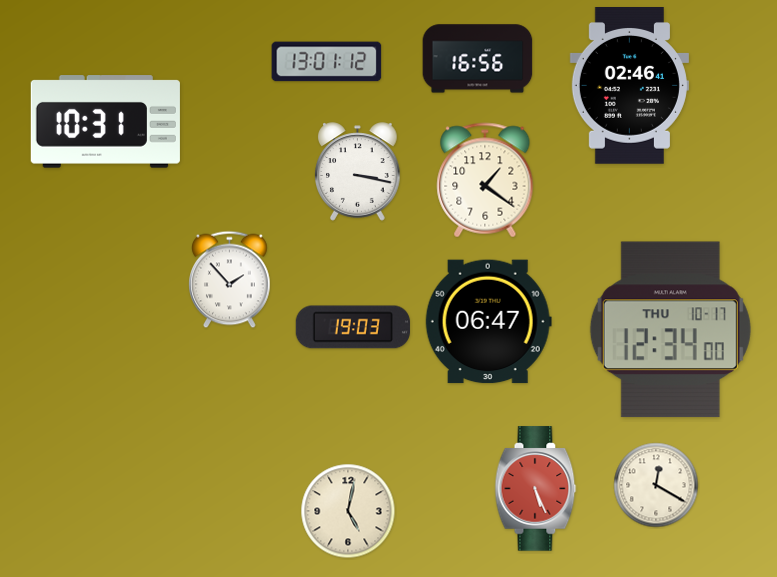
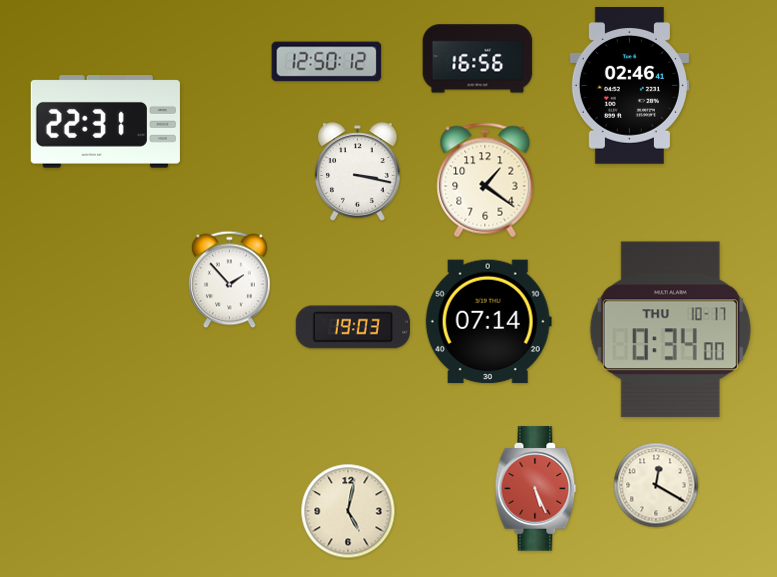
clock at (327, 62): 13:01 -> 12:50
clock at (105, 122): 10:31 -> 22:31
clock at (488, 322): 06:47 -> 07:14
clock at (670, 330): 12:34 -> 0:34
